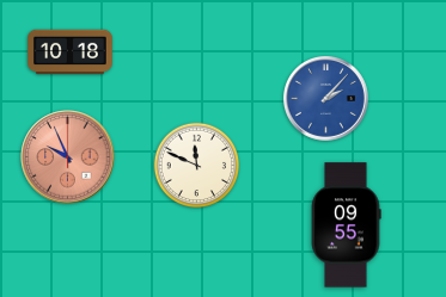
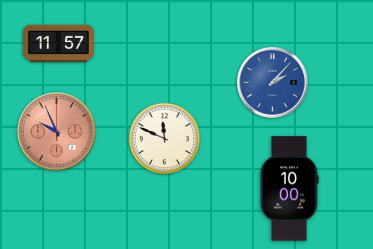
clock at (71, 52): 10:18 -> 11:57
clock at (346, 225): 09:55 -> 10:00
